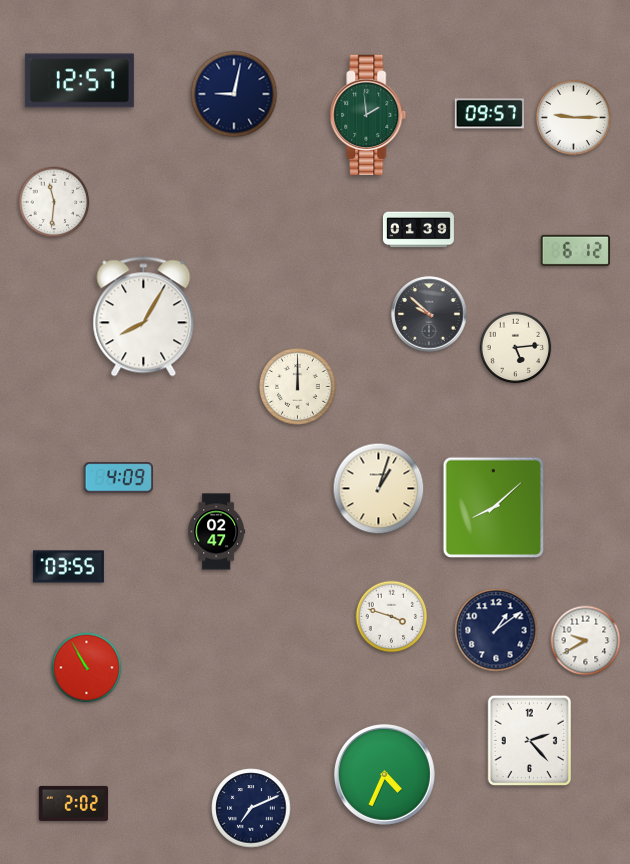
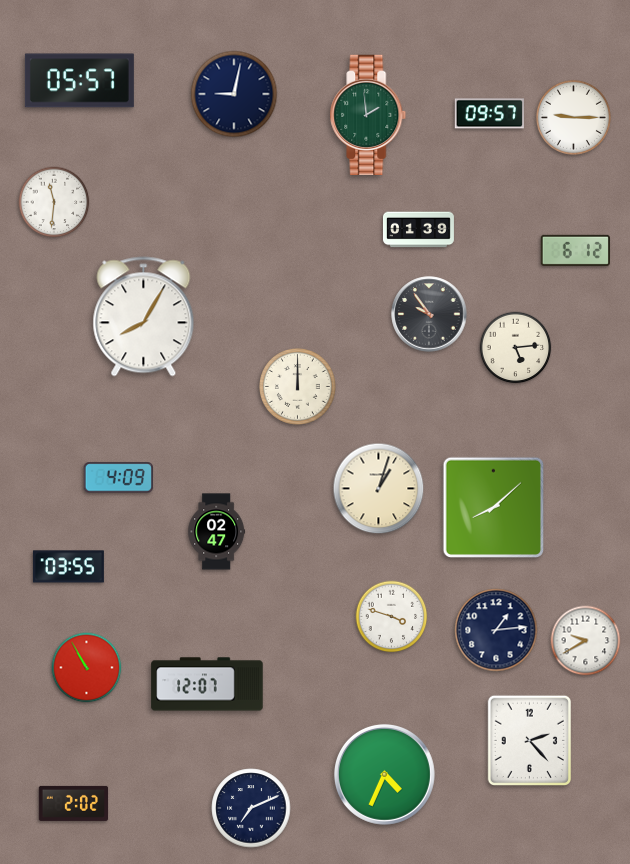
clock at (79, 81): 12:57 -> 05:57
clock at (429, 314): 9:52 -> 9:54
clock at (496, 630): 1:09 -> 1:14
clock at (207, 684): none -> 12:07
